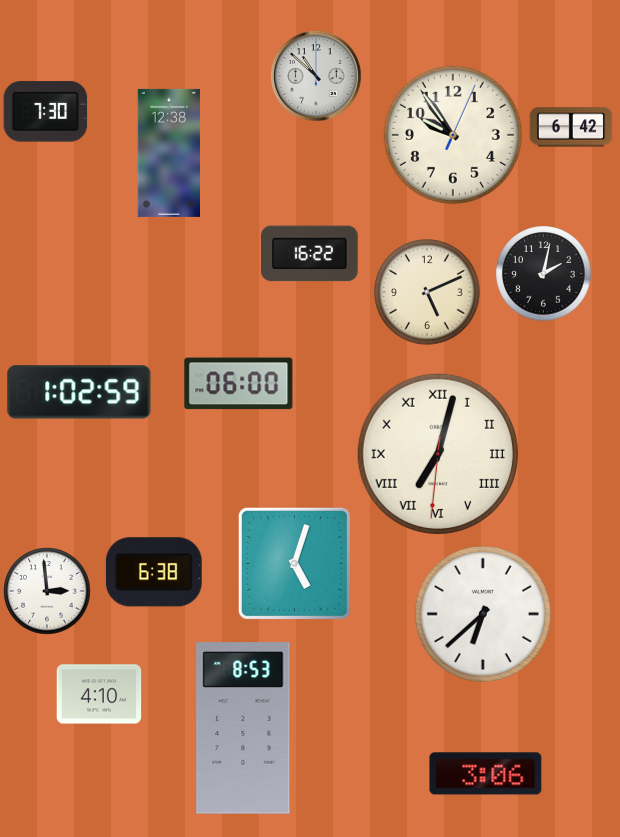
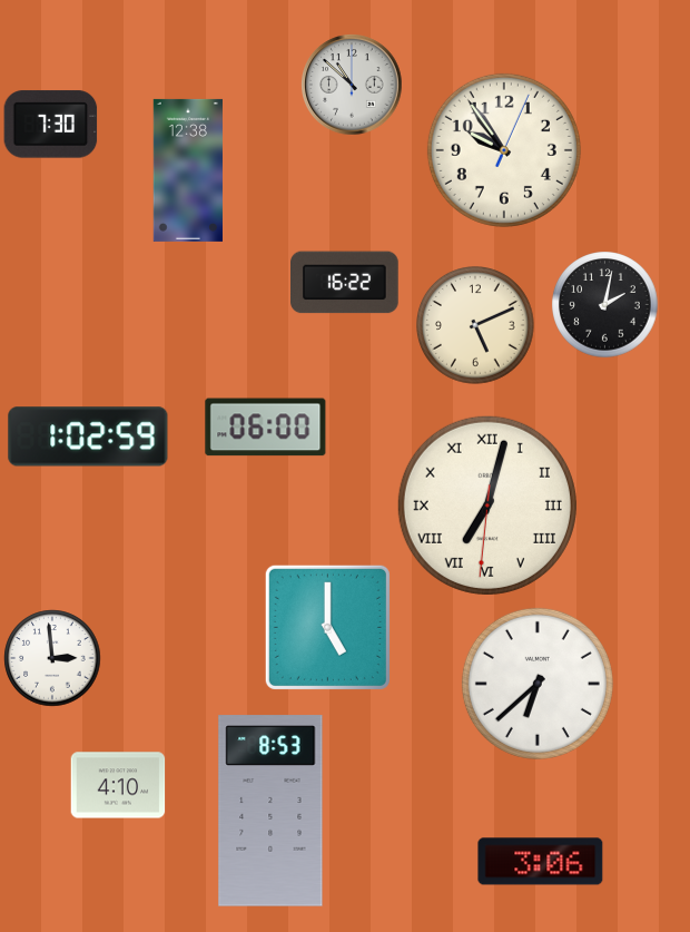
clock at (571, 127): 6:42 -> none
clock at (294, 563): 5:03 -> 5:00
clock at (154, 572): 6:38 -> none
clock at (99, 694) position: (99, 694) -> (118, 785)
